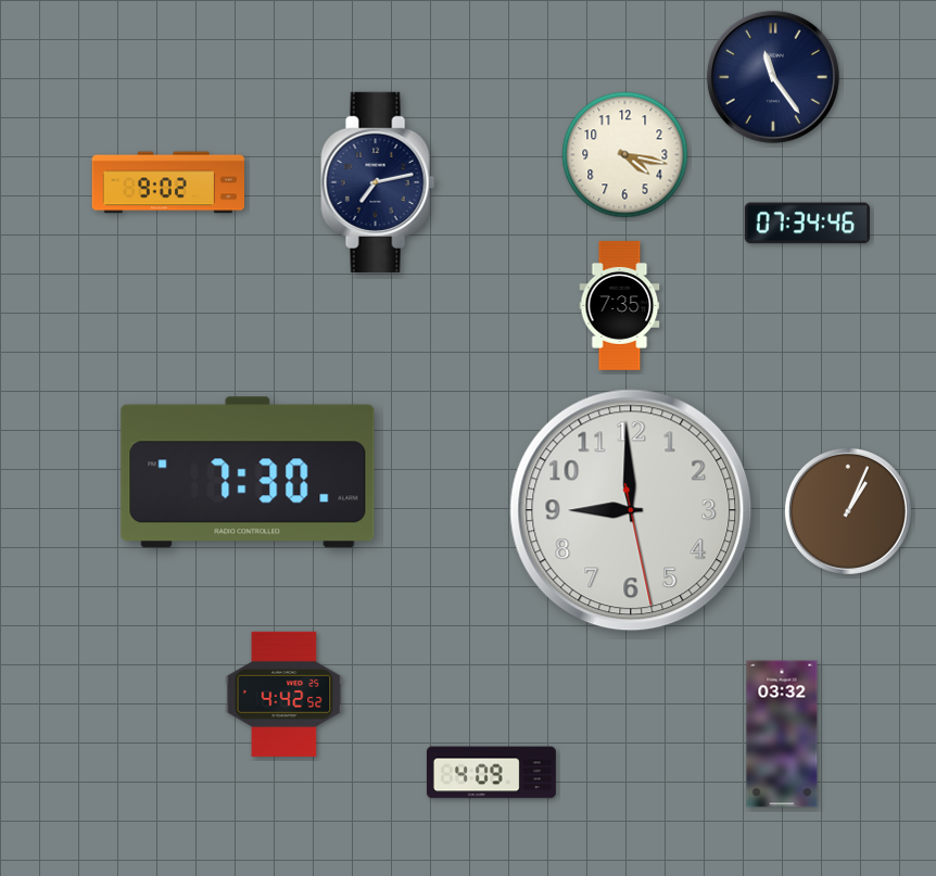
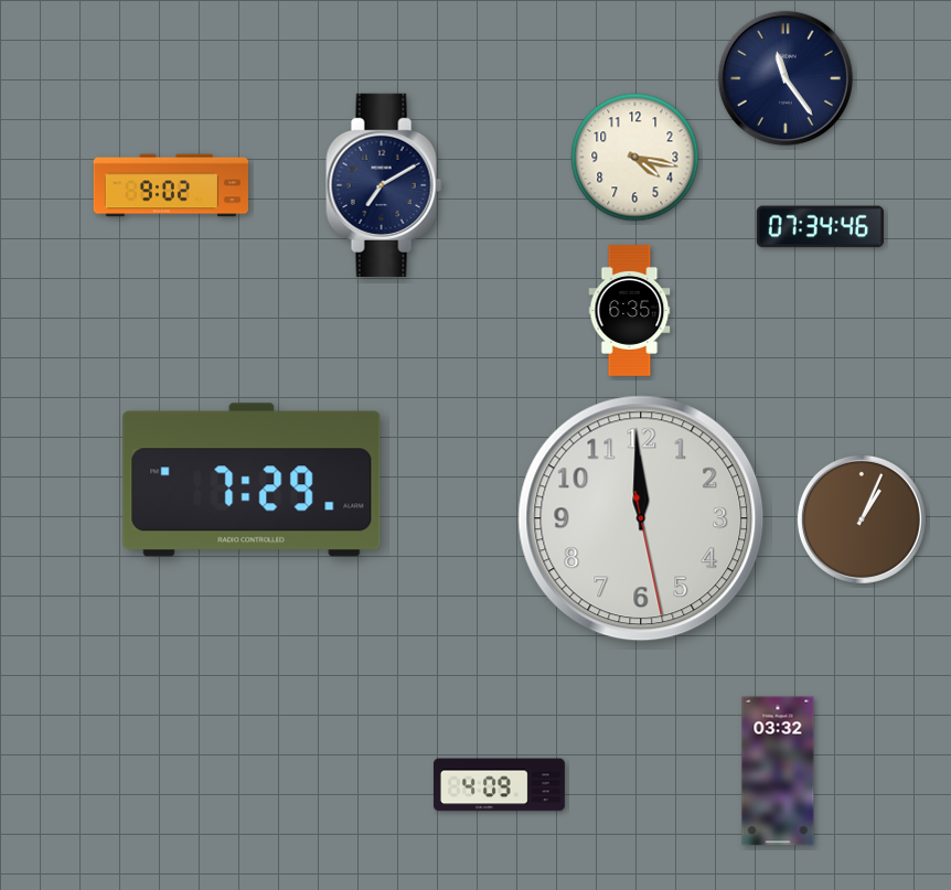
clock at (378, 182): 7:13 -> 7:10
clock at (620, 305): 7:35 -> 6:35
clock at (248, 472): 7:30 -> 7:29
clock at (631, 510): 8:59 -> 11:59
clock at (284, 694): 4:42 -> none
clock at (782, 734) position: (782, 734) -> (778, 771)
